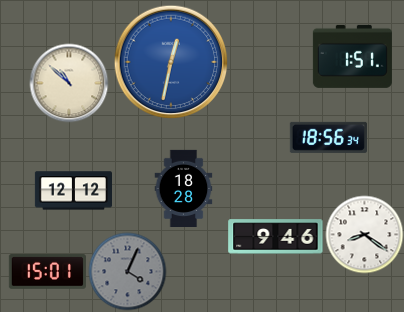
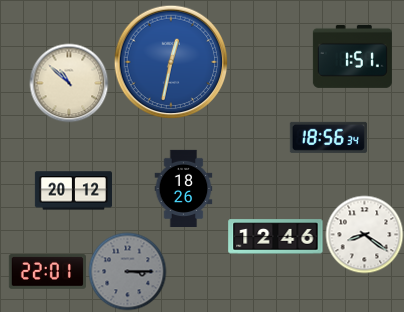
clock at (184, 188): 18:28 -> 18:26
clock at (73, 191): 12:12 -> 20:12
clock at (276, 237): 9:46 -> 12:46
clock at (127, 271): 4:04 -> 3:15
clock at (47, 272): 15:01 -> 22:01
